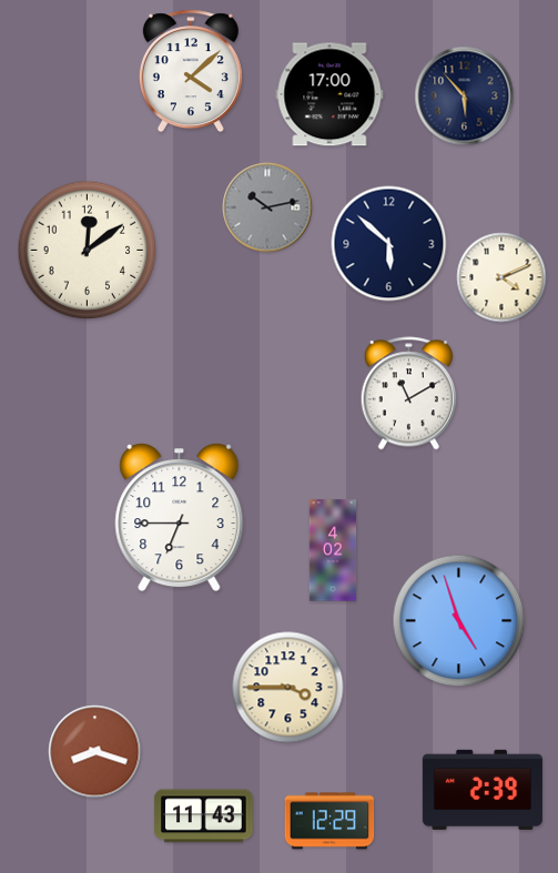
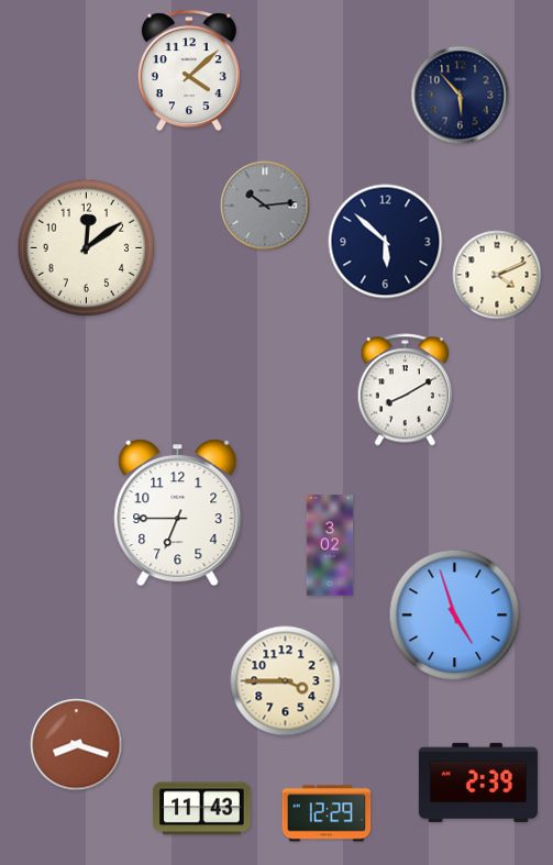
clock at (329, 94): 17:00 -> none
clock at (267, 207): 10:13 -> 10:14
clock at (408, 394): 11:10 -> 8:10
clock at (333, 550): 4:02 -> 3:02
clock at (95, 752) position: (95, 752) -> (77, 745)
